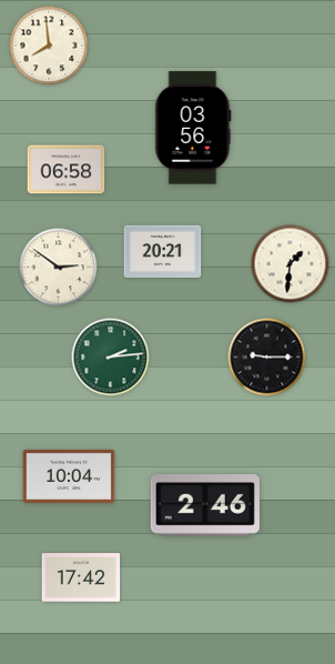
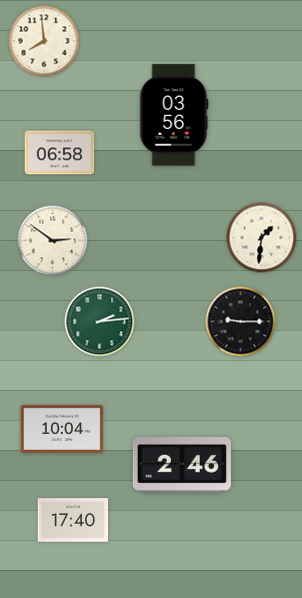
clock at (163, 252): 20:21 -> none
clock at (205, 506) position: (205, 506) -> (182, 466)
clock at (81, 577): 17:42 -> 17:40
